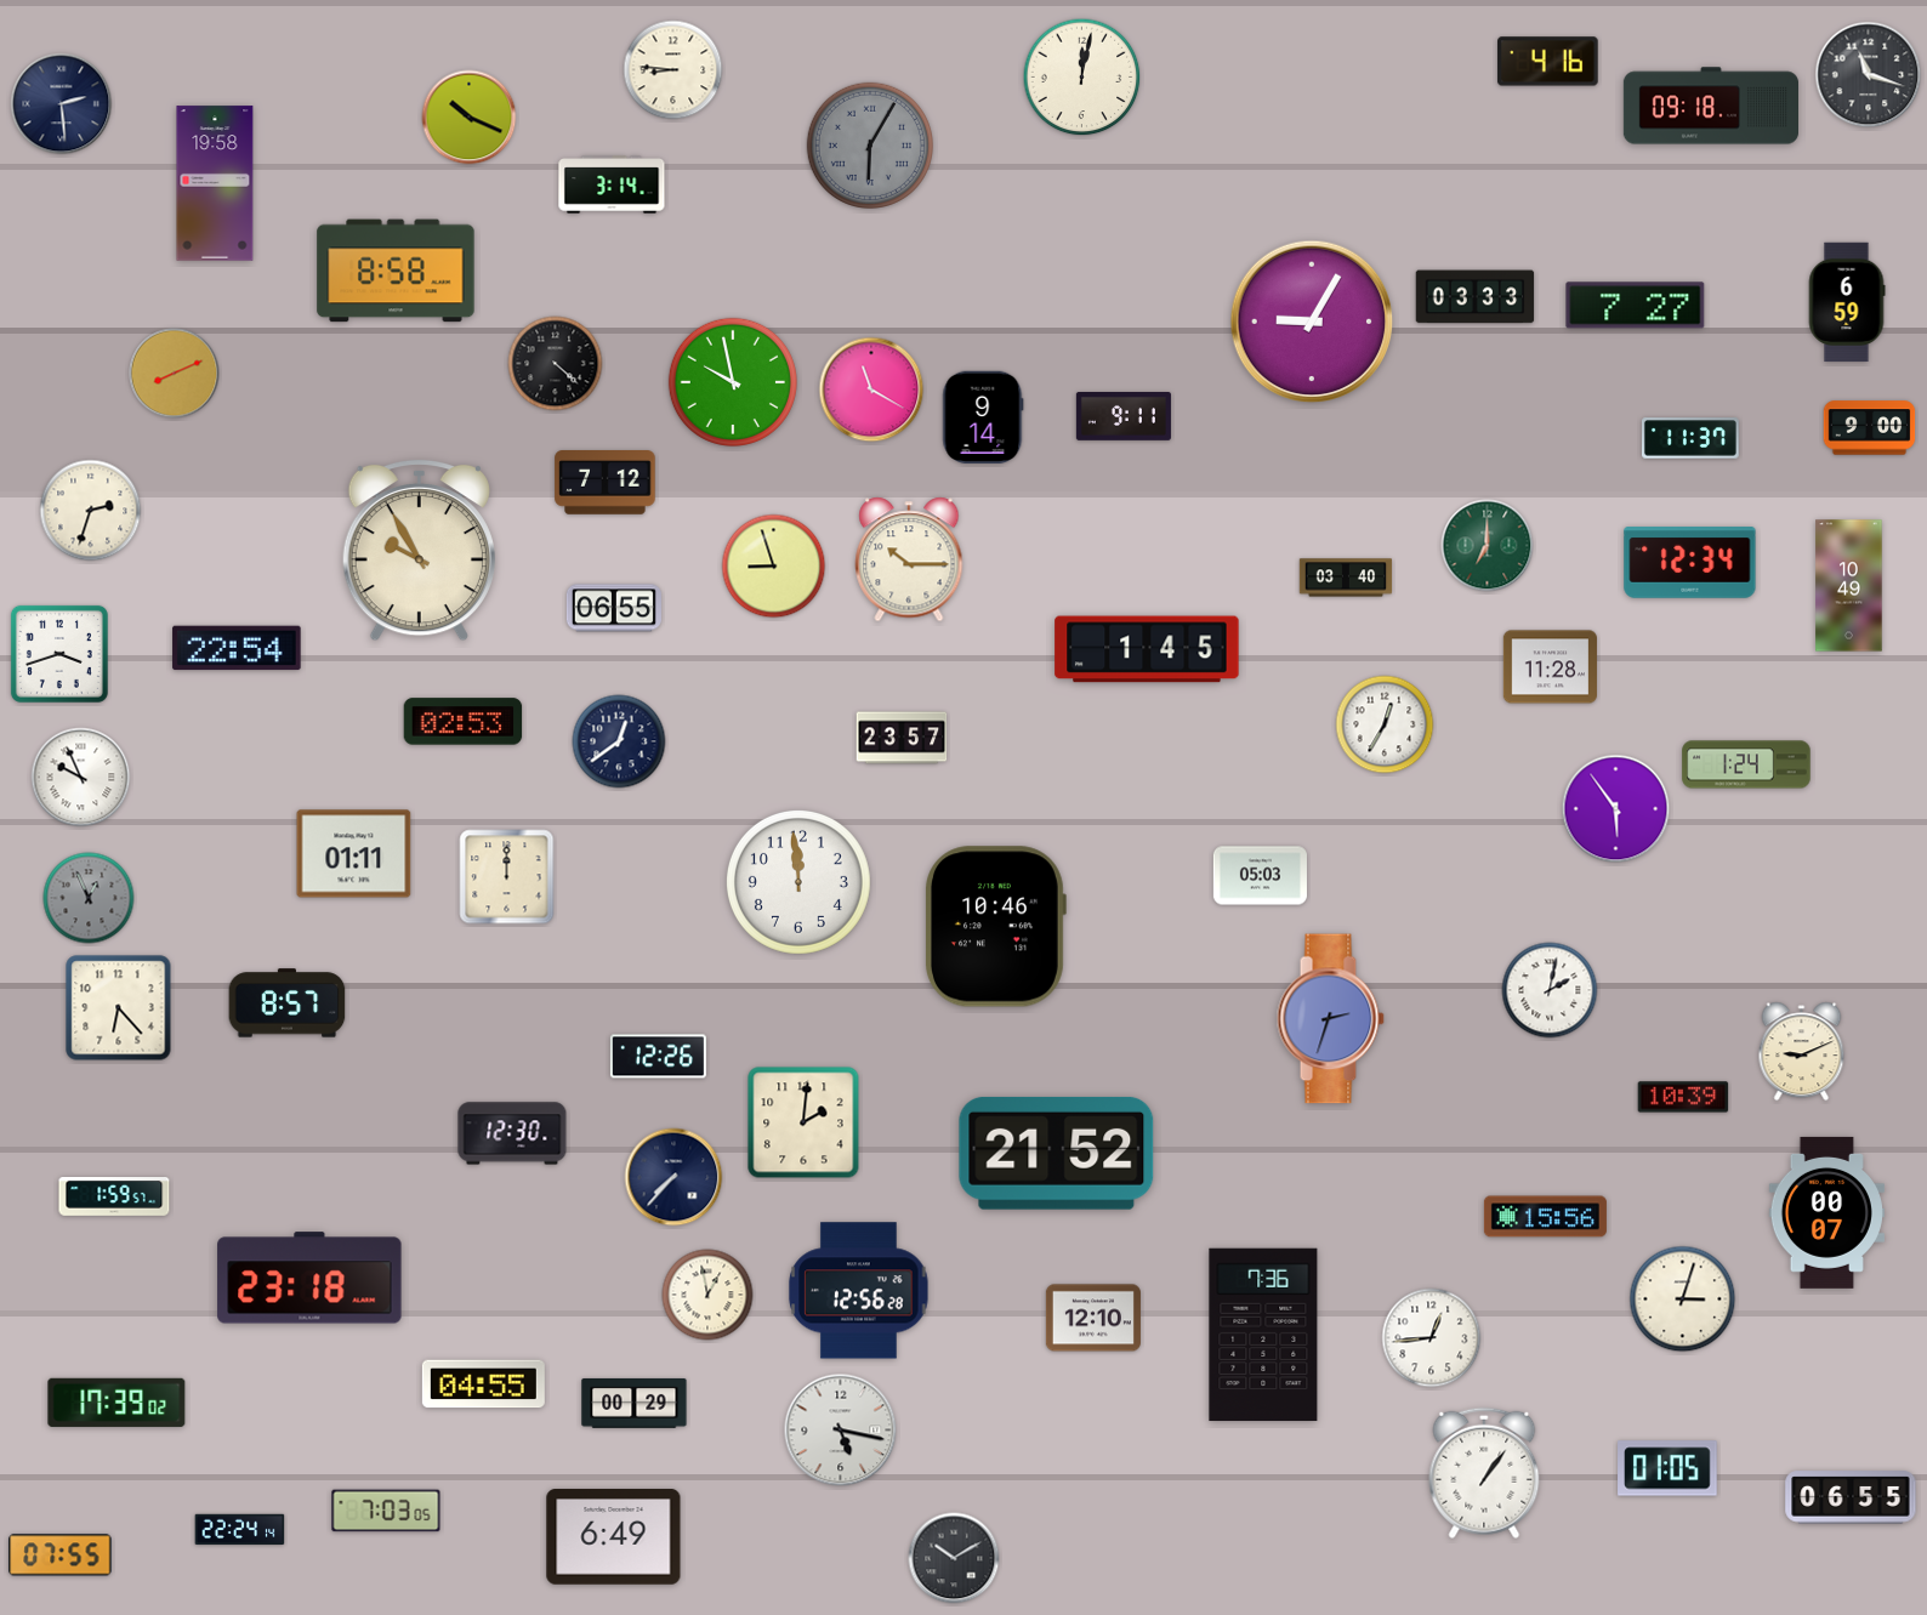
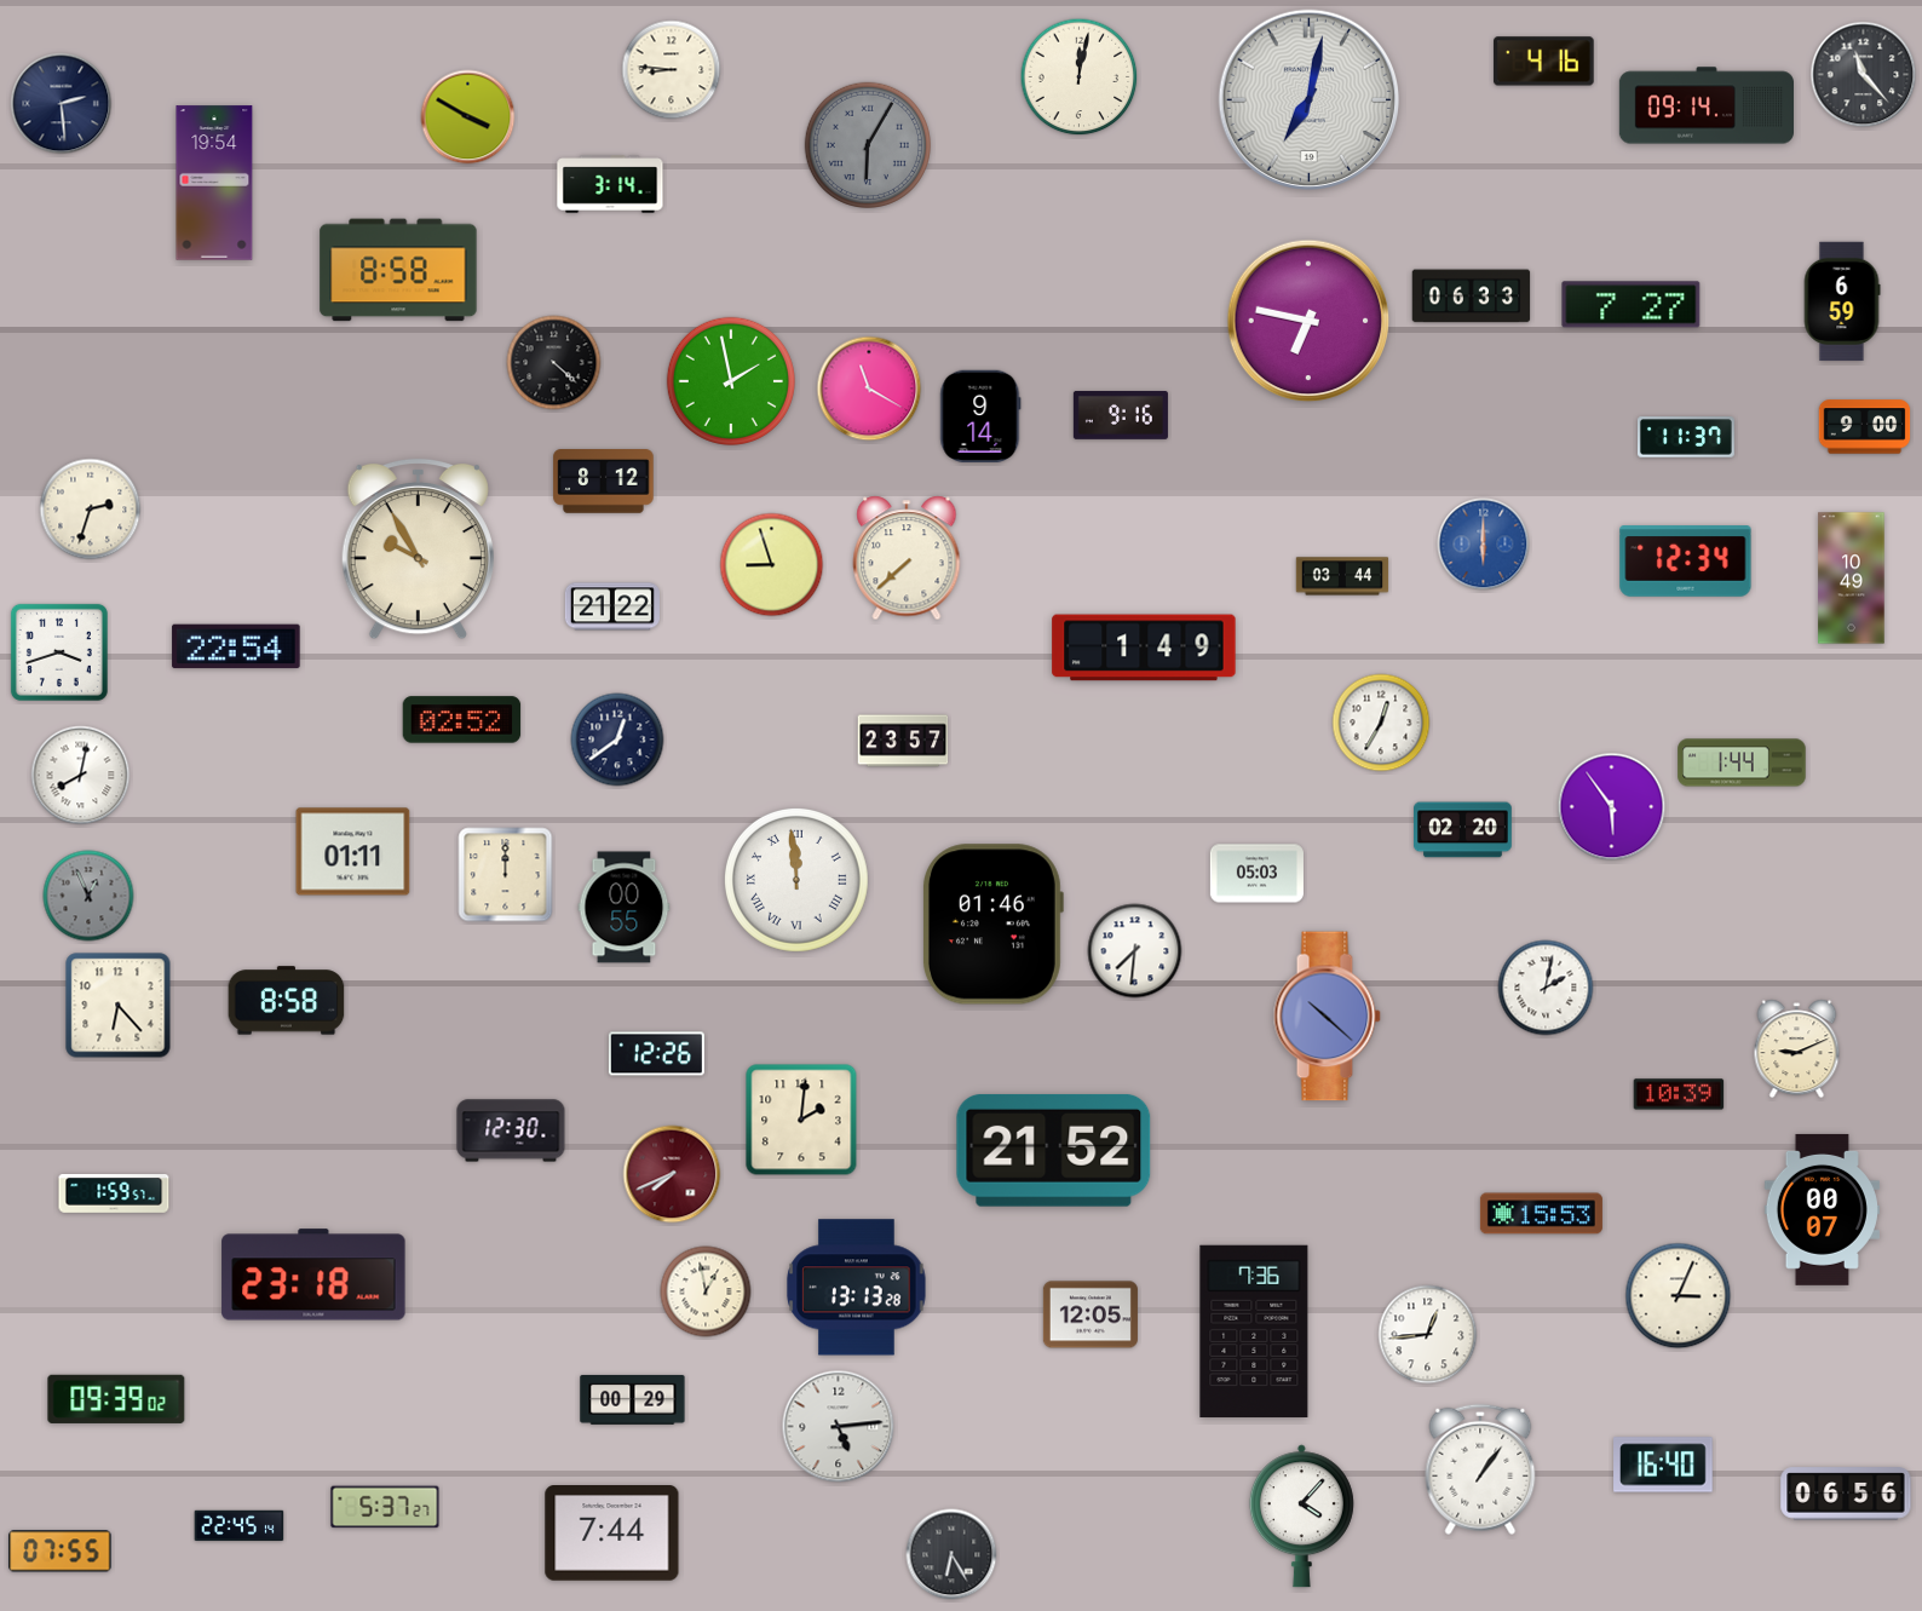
clock at (1869, 75): 11:18 -> 11:23
clock at (1308, 99): none -> 7:02
clock at (1710, 106): 09:18 -> 09:14
clock at (470, 118): 10:19 -> 3:50
clock at (215, 183): 19:58 -> 19:54
clock at (396, 271) position: (396, 271) -> (398, 270)
clock at (1476, 297): 03:33 -> 06:33
clock at (1312, 322): 9:05 -> 6:47
clock at (175, 374): 8:11 -> none
clock at (733, 382): 9:58 -> 1:58
clock at (1124, 417): 9:11 -> 9:16
clock at (606, 483): 7:12 -> 8:12
clock at (1488, 546): 7:00 -> 6:00
clock at (1488, 546) dial: green -> blue
clock at (909, 559): 10:15 -> 7:38
clock at (1346, 578): 03:40 -> 03:44
clock at (1849, 586) position: (1849, 586) -> (1852, 579)
clock at (614, 608): 06:55 -> 21:22
clock at (1147, 649): 1:45 -> 1:49
clock at (1550, 667): 11:28 -> none
clock at (464, 722): 02:53 -> 02:52
clock at (902, 738) position: (902, 738) -> (903, 741)
clock at (1746, 764): 1:24 -> 1:44
clock at (81, 778): 9:56 -> 8:02
clock at (1463, 830): none -> 02:20
clock at (798, 882) numerals: Arabic -> Roman
clock at (625, 908): none -> 00:55
clock at (995, 927): 10:46 -> 01:46
clock at (1135, 951): none -> 7:31
clock at (288, 1003): 8:57 -> 8:58
clock at (1330, 1019): 2:33 -> 10:22
clock at (673, 1177): 7:37 -> 7:41
clock at (673, 1177) dial: navy -> burgundy
clock at (1545, 1217): 15:56 -> 15:53
clock at (309, 1278) position: (309, 1278) -> (313, 1275)
clock at (859, 1291): 12:56 -> 13:13
clock at (1683, 1300): 3:03 -> 3:04
clock at (1093, 1318): 12:10 -> 12:05
clock at (1263, 1335) position: (1263, 1335) -> (1254, 1331)
clock at (483, 1384): 04:55 -> none
clock at (116, 1403): 17:39 -> 09:39
clock at (841, 1431): 5:17 -> 5:14
clock at (1667, 1468): 01:05 -> 16:40
clock at (1851, 1497): 06:55 -> 06:56
clock at (386, 1511): 7:03 -> 5:37
clock at (1301, 1517): none -> 4:07
clock at (240, 1530): 22:24 -> 22:45
clock at (614, 1537): 6:49 -> 7:44
clock at (954, 1558): 10:10 -> 6:25
